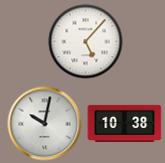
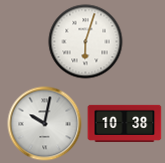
clock at (86, 42): 5:07 -> 6:03
